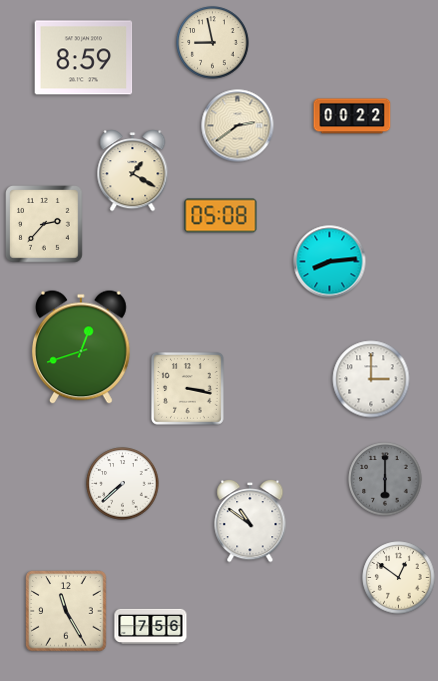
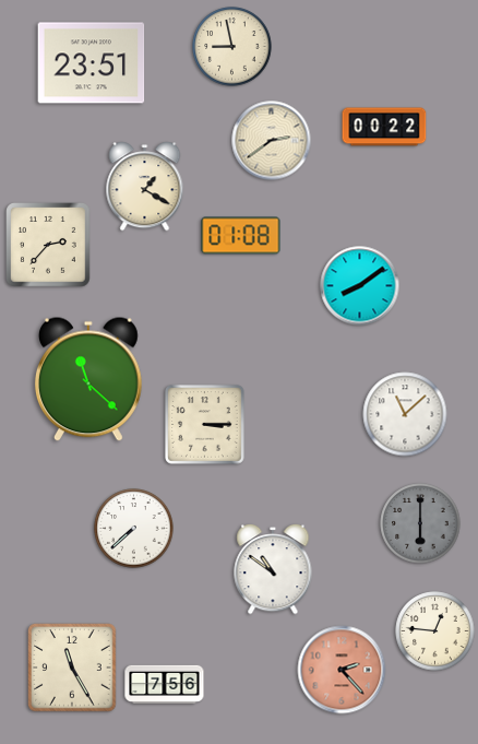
clock at (84, 58): 8:59 -> 23:51
clock at (238, 126) position: (238, 126) -> (272, 141)
clock at (221, 216): 05:08 -> 01:08
clock at (330, 262): 8:14 -> 8:09
clock at (81, 347): 12:42 -> 11:22
clock at (371, 379): 3:00 -> 11:08
clock at (188, 389): 3:17 -> 3:15
clock at (399, 578): 12:51 -> 12:46
clock at (342, 670): none -> 2:23
